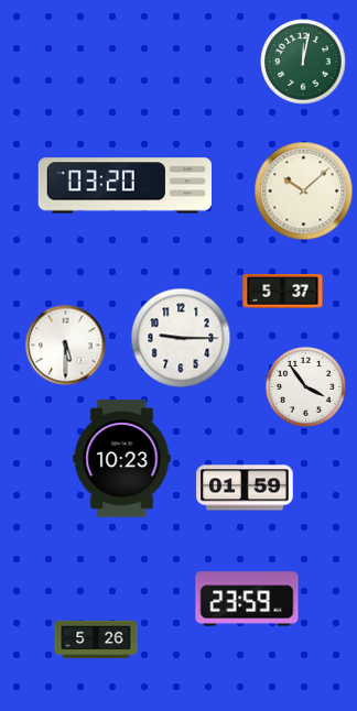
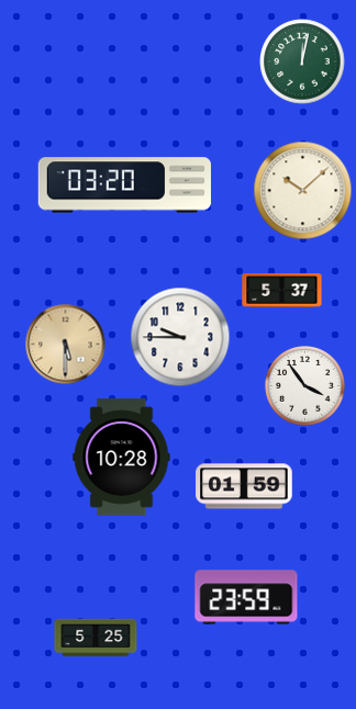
clock at (181, 338): 9:15 -> 9:45
clock at (66, 346) dial: white -> champagne
clock at (122, 459): 10:23 -> 10:28
clock at (96, 639): 5:26 -> 5:25
